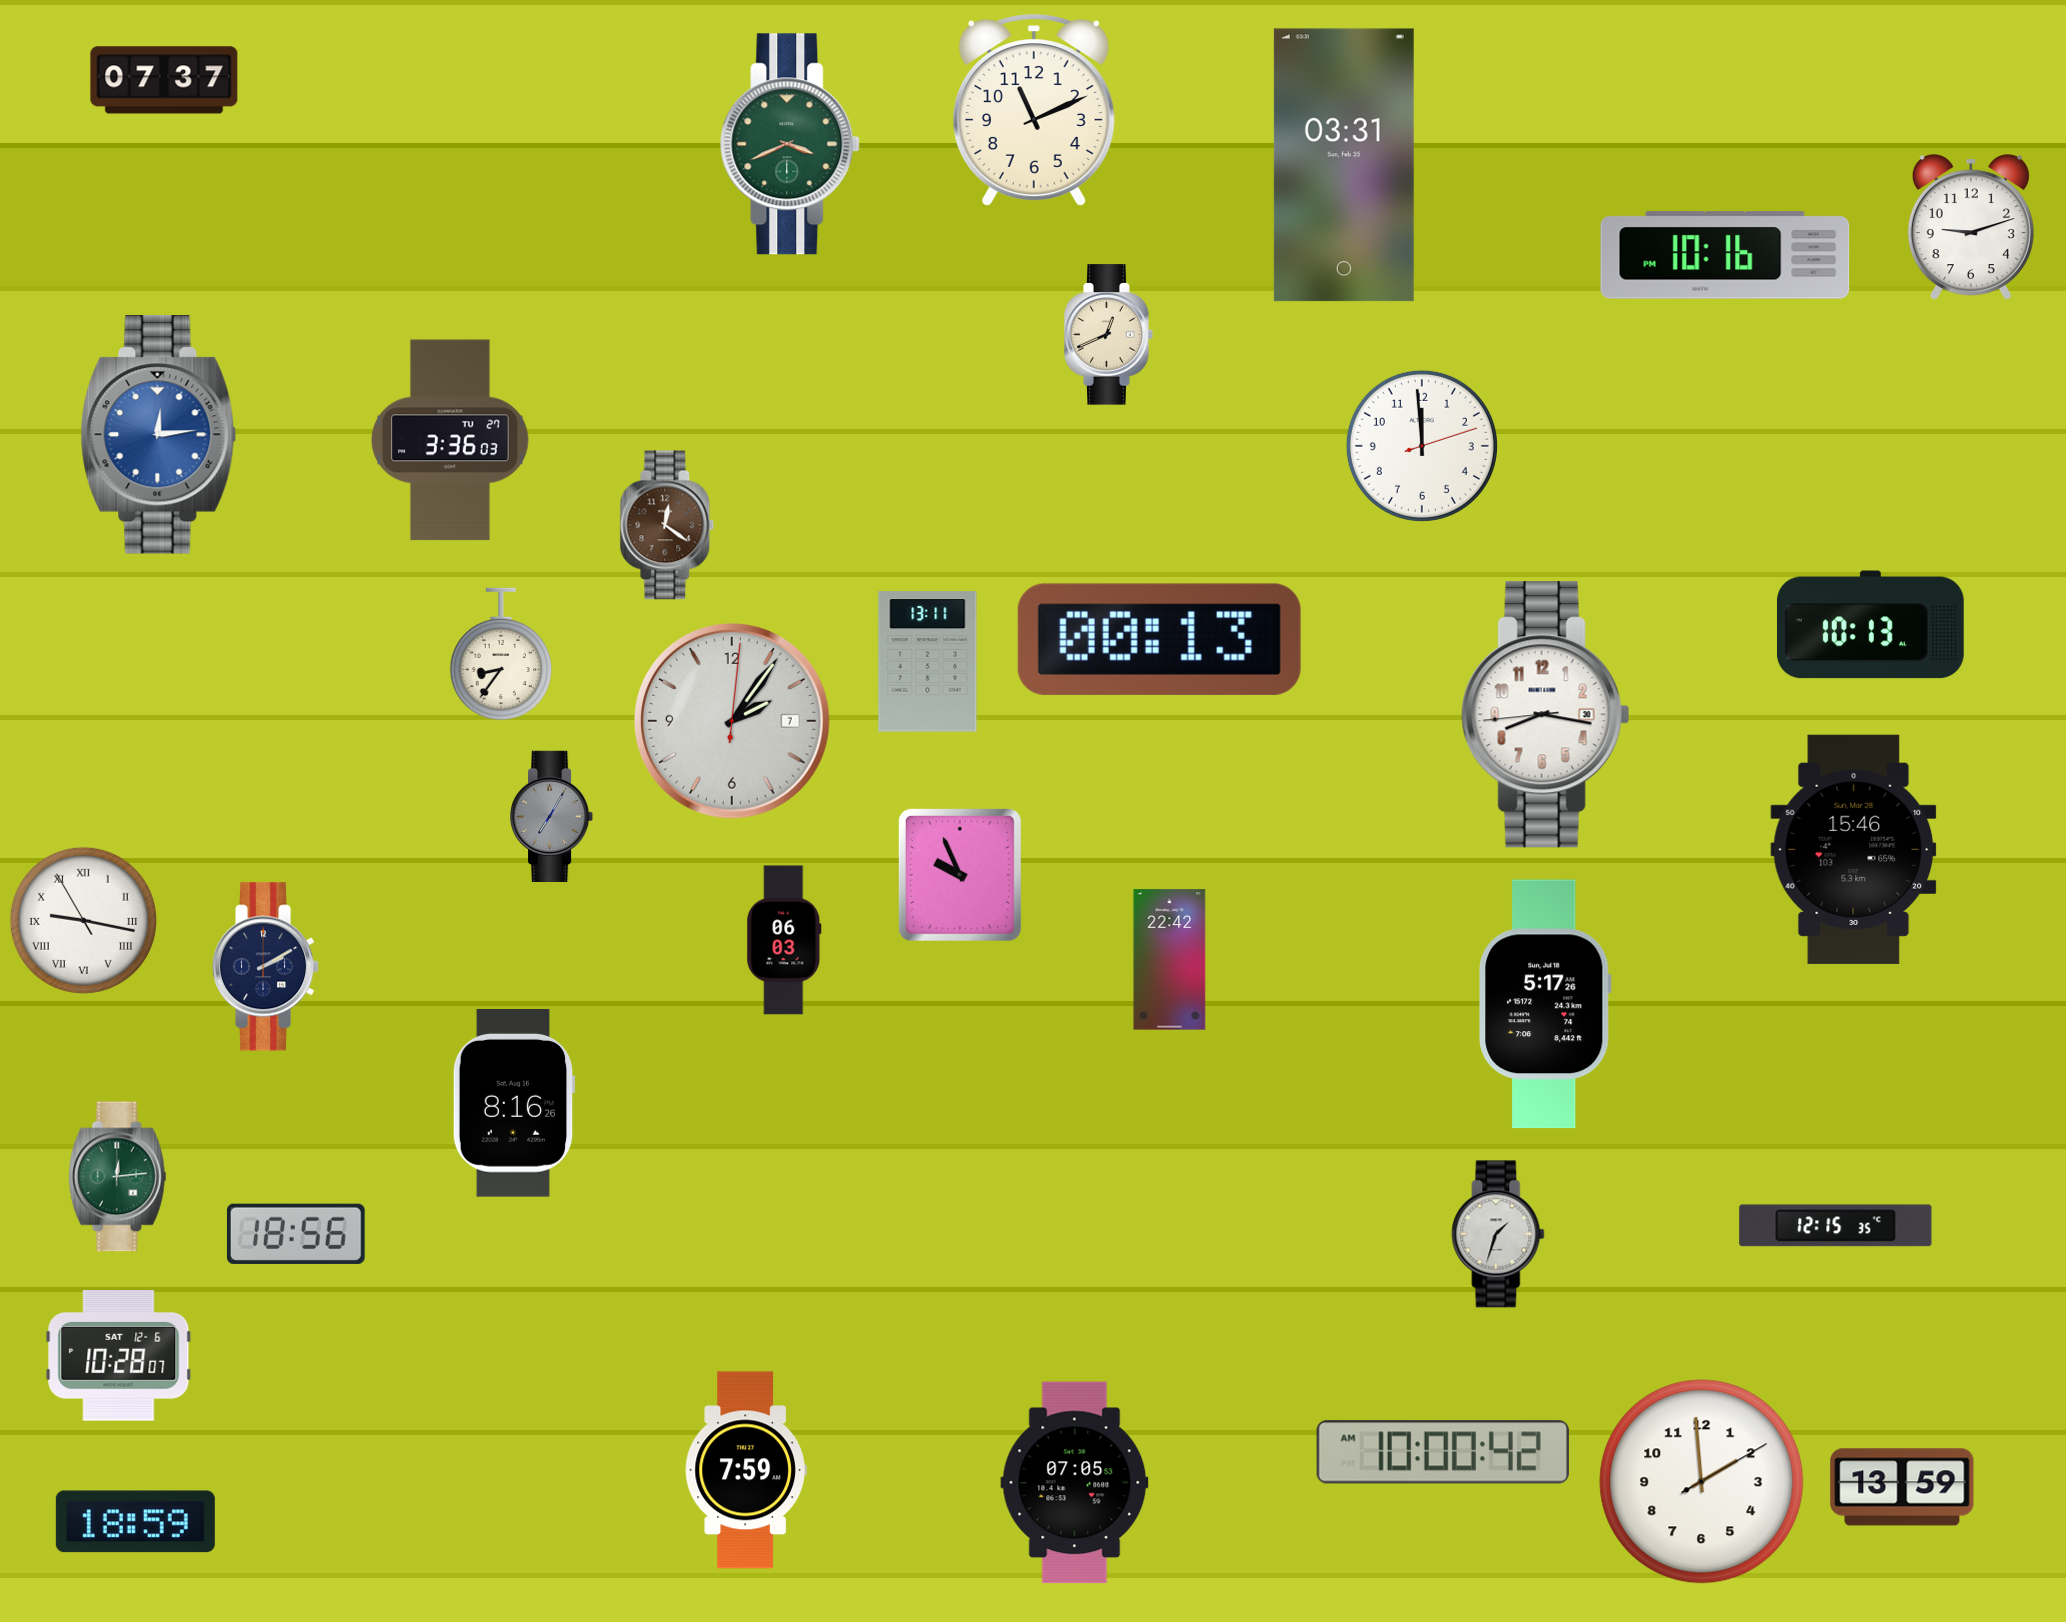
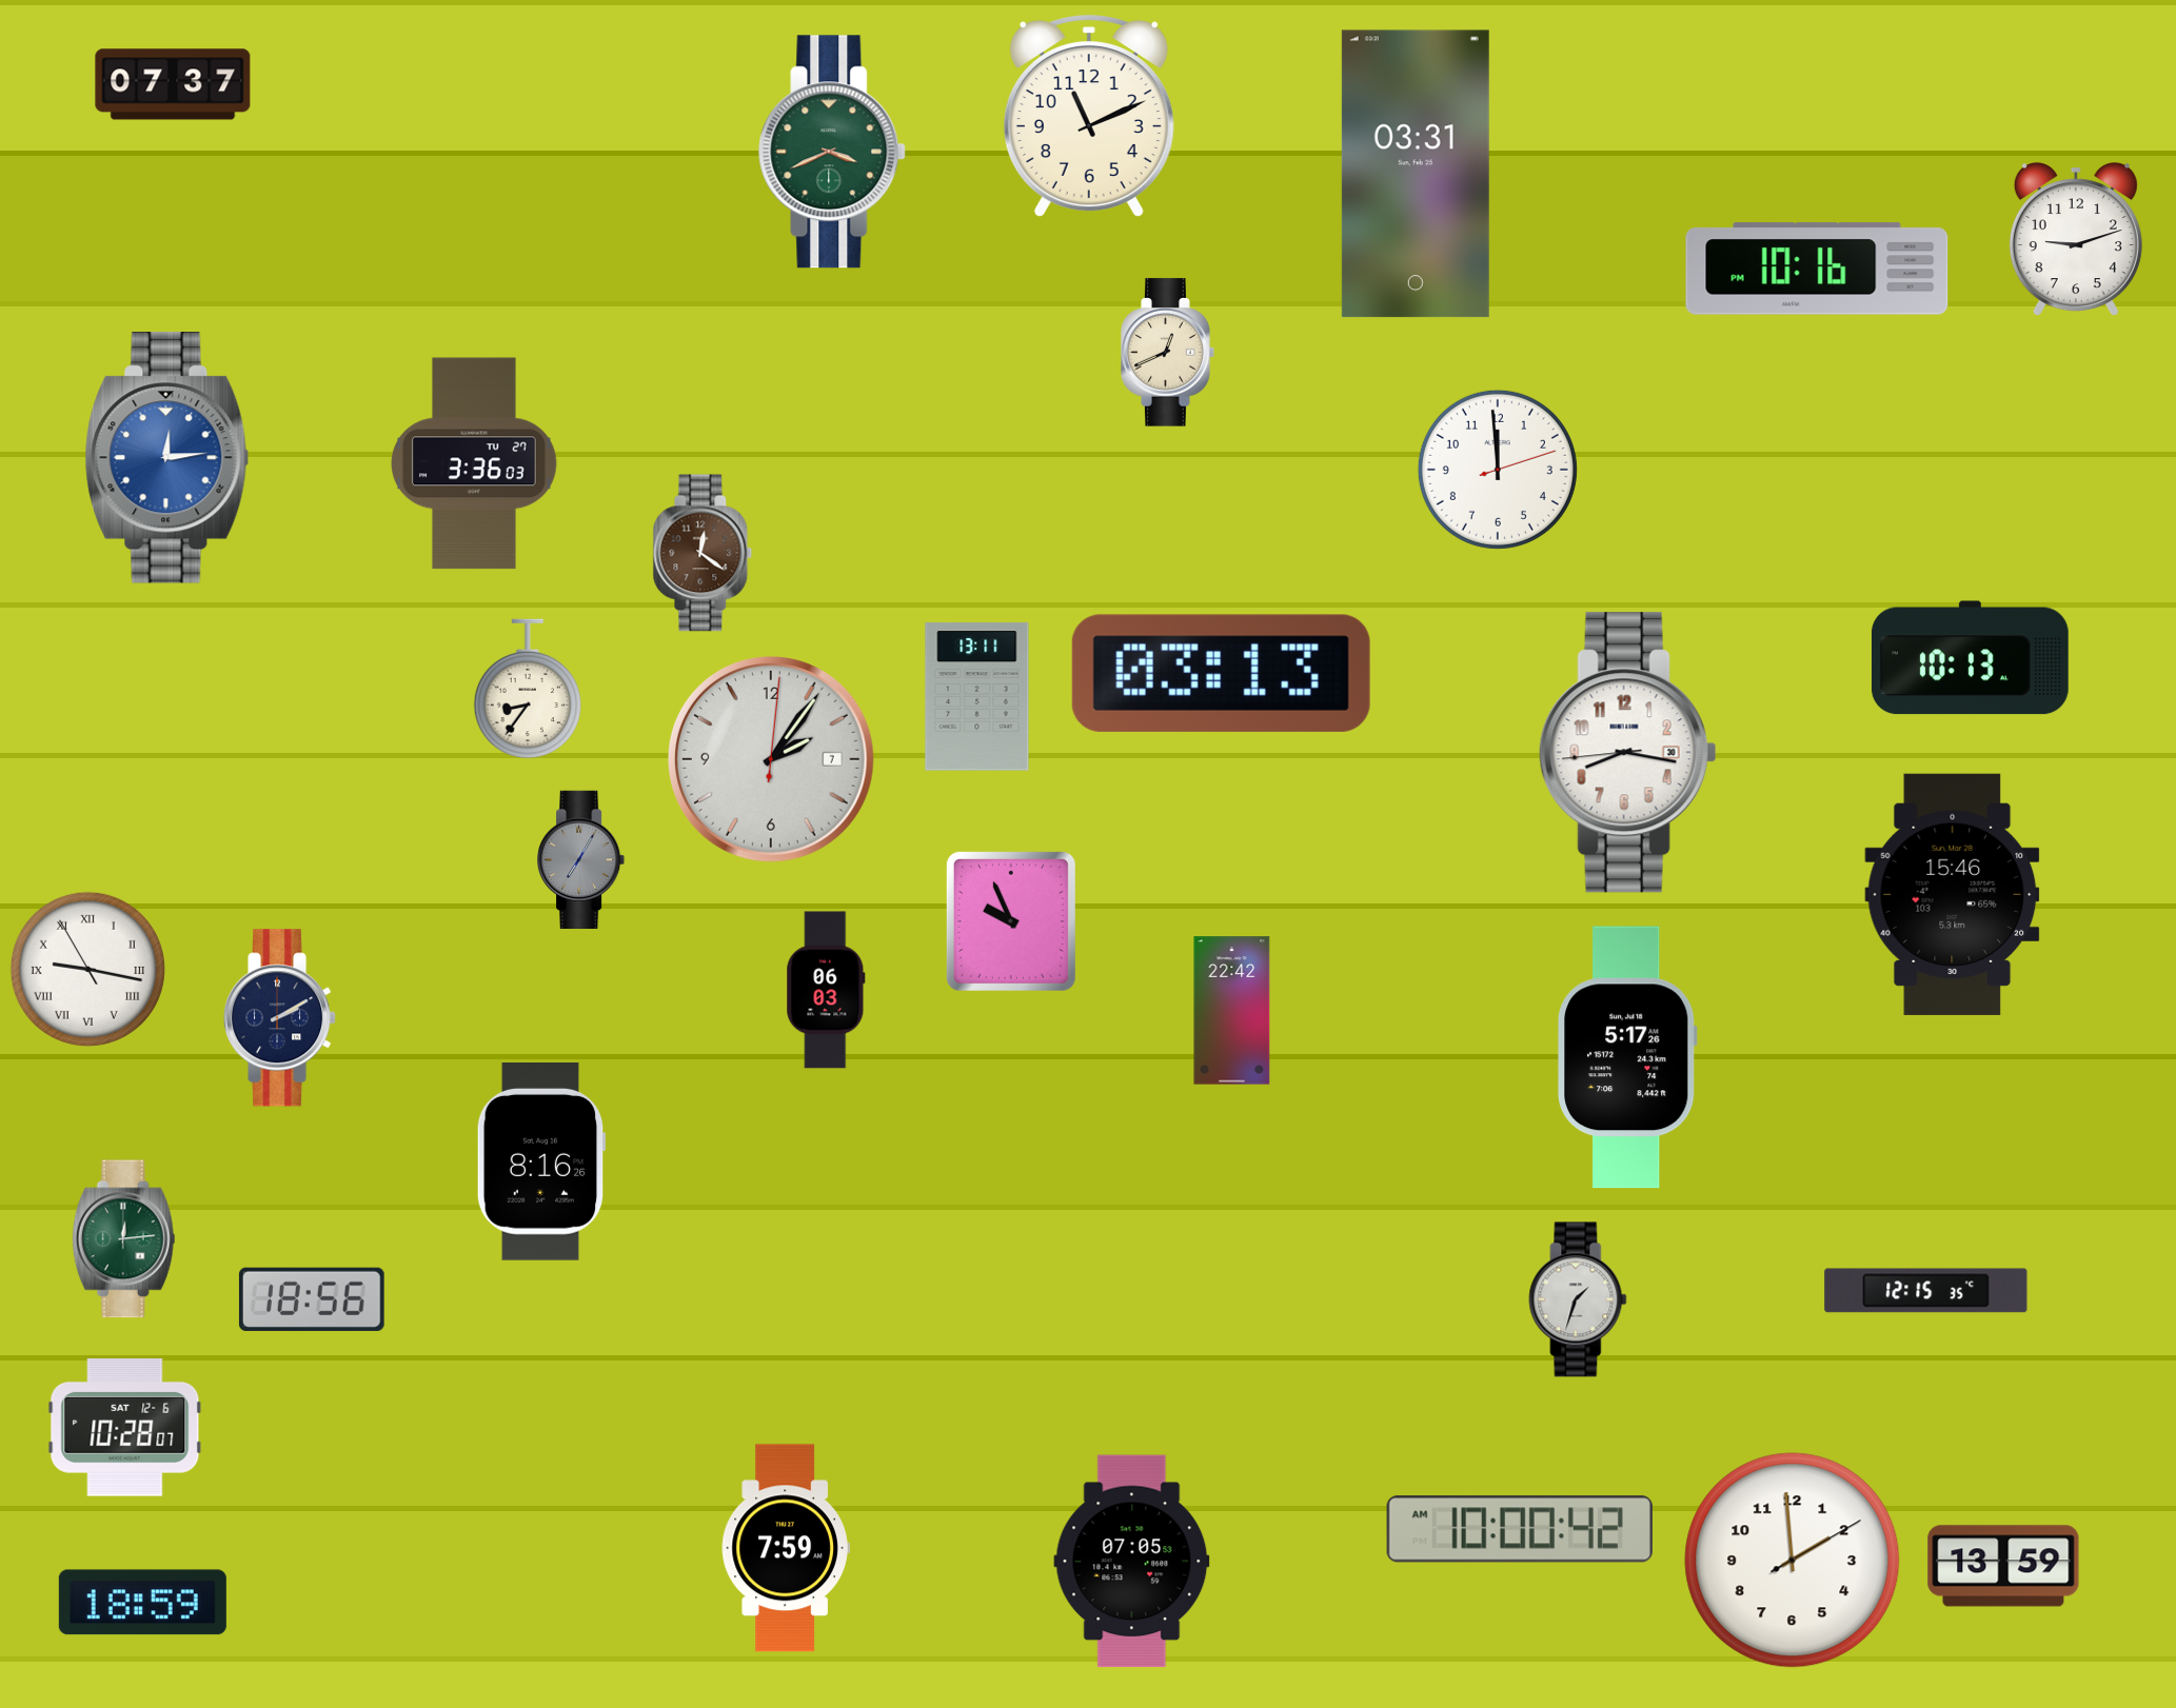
clock at (1159, 639): 00:13 -> 03:13
clock at (1836, 1226) position: (1836, 1226) -> (1926, 1291)
